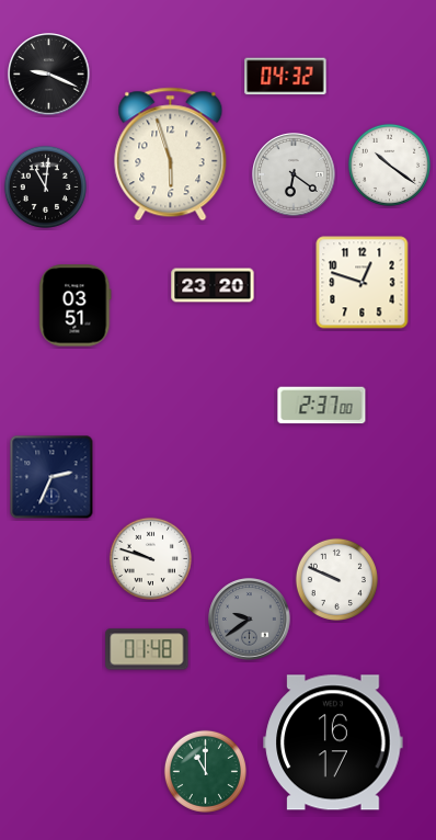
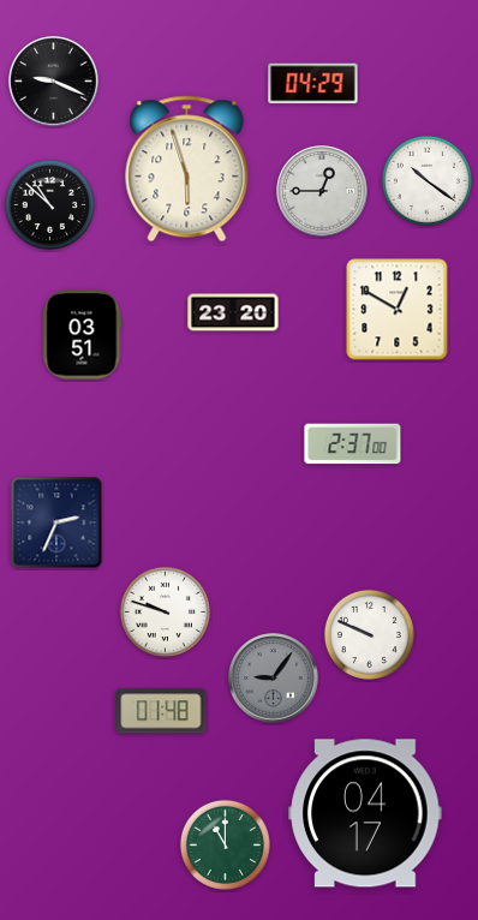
clock at (286, 77): 04:32 -> 04:29
clock at (294, 174): 6:21 -> 12:45
clock at (45, 186): 11:01 -> 10:52
clock at (363, 283): 12:48 -> 12:50
clock at (250, 620): 9:39 -> 9:06
clock at (333, 742): 16:17 -> 04:17
